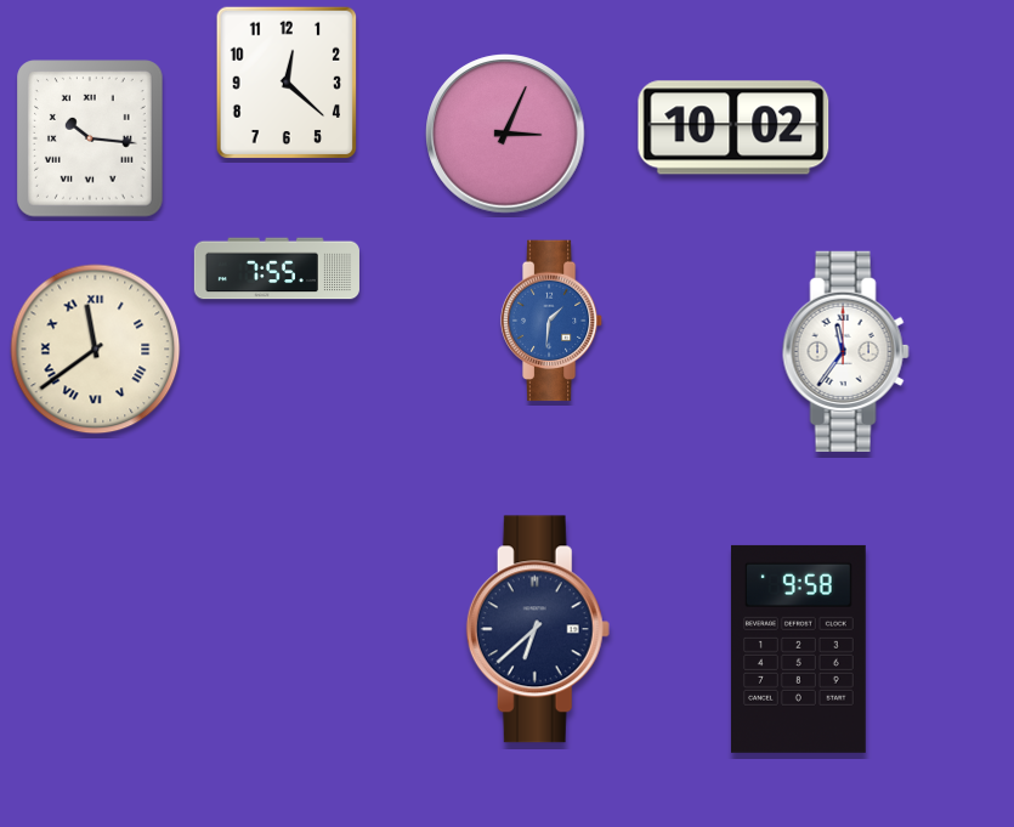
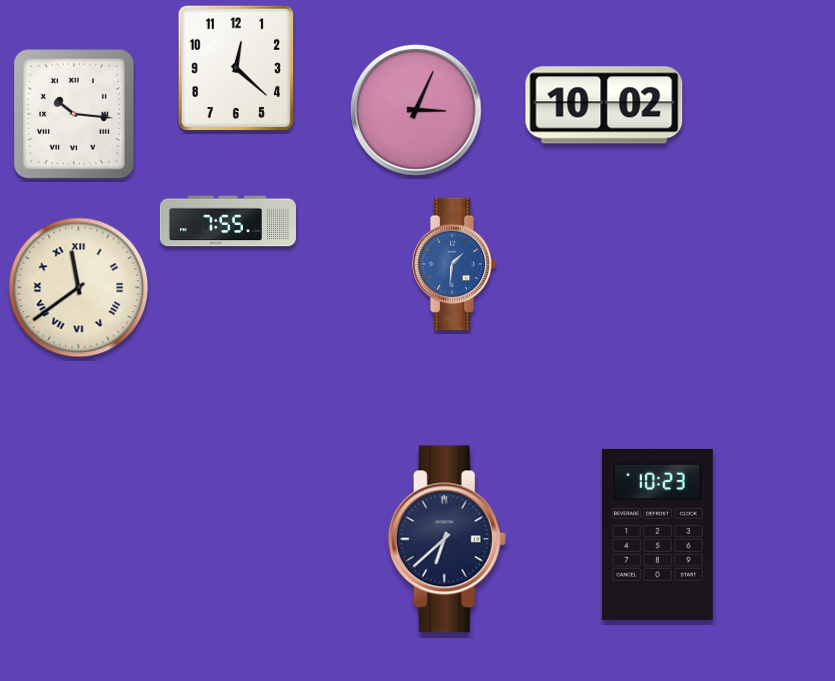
clock at (845, 351): 11:36 -> none
clock at (538, 629) position: (538, 629) -> (447, 539)
clock at (798, 648): 9:58 -> 10:23
